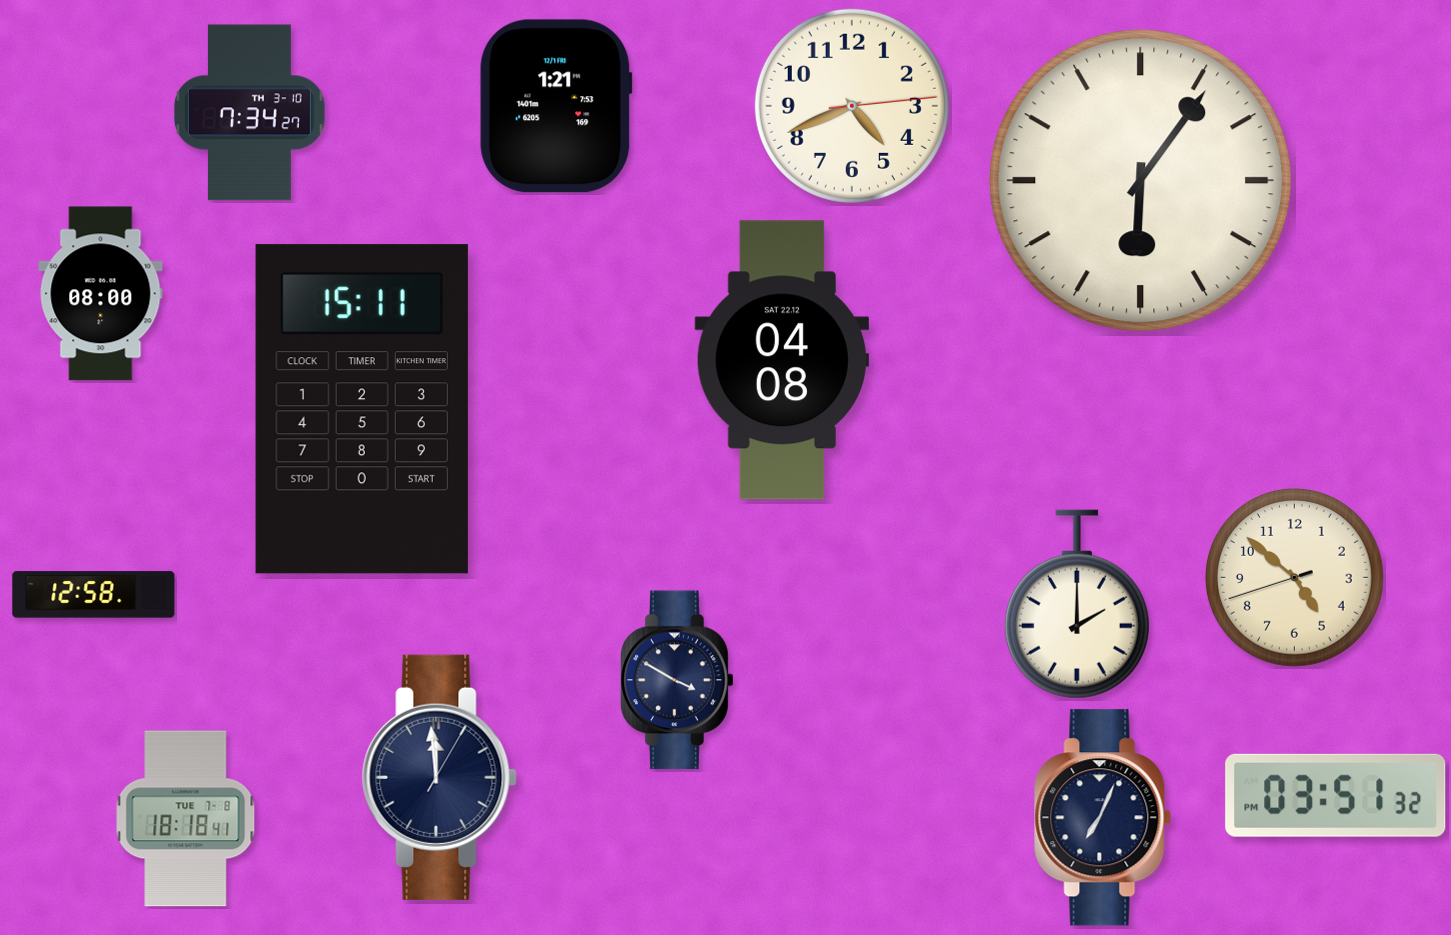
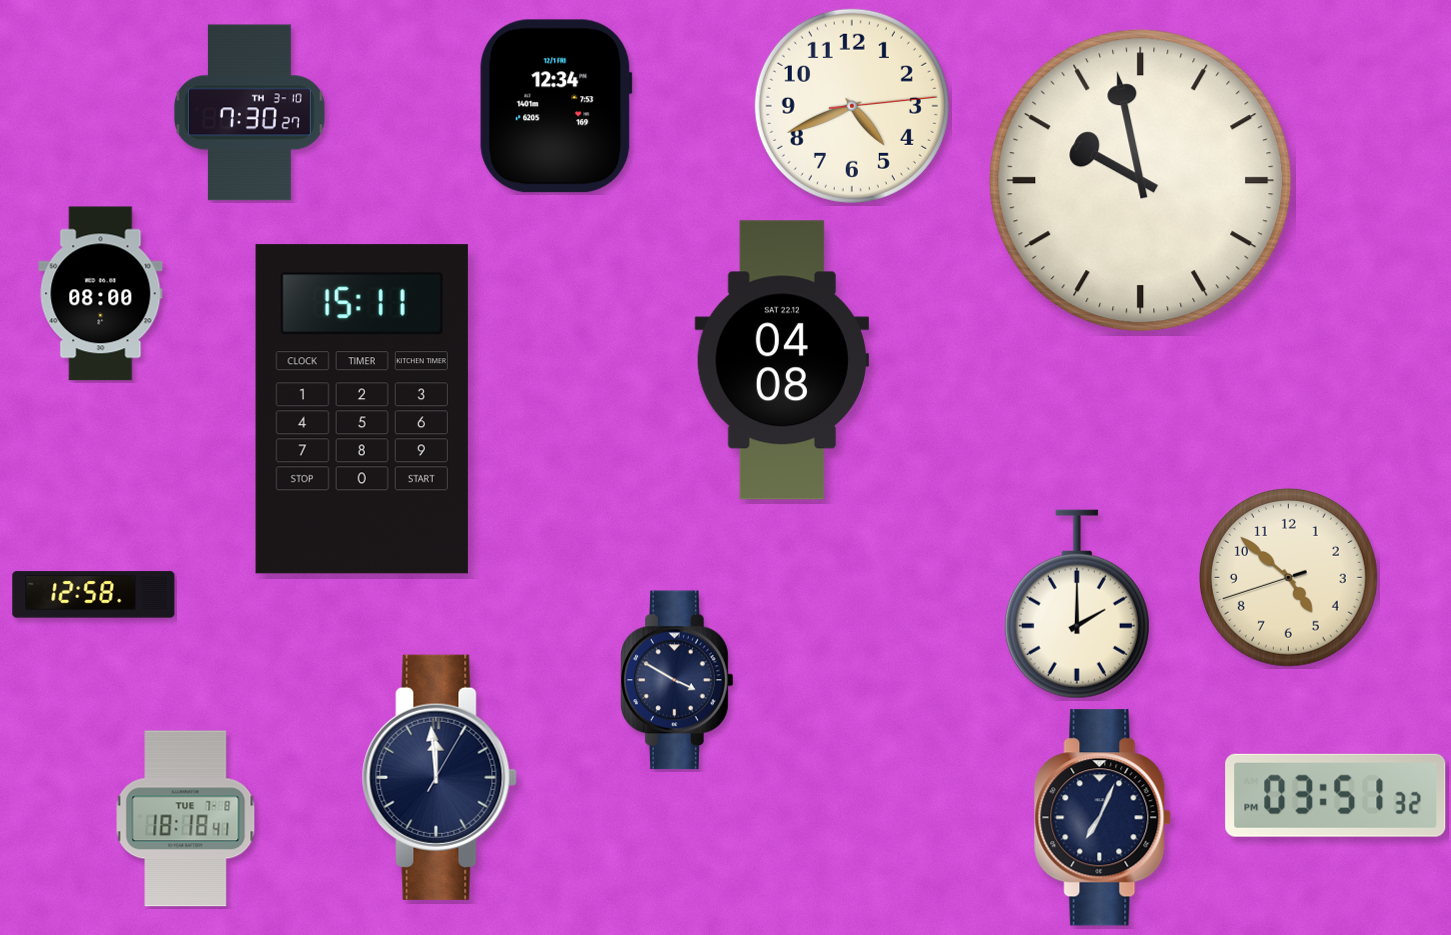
clock at (556, 106): 1:21 -> 12:34
clock at (249, 113): 7:34 -> 7:30
clock at (1141, 181): 6:06 -> 9:58
clock at (1294, 577) position: (1294, 577) -> (1288, 577)
